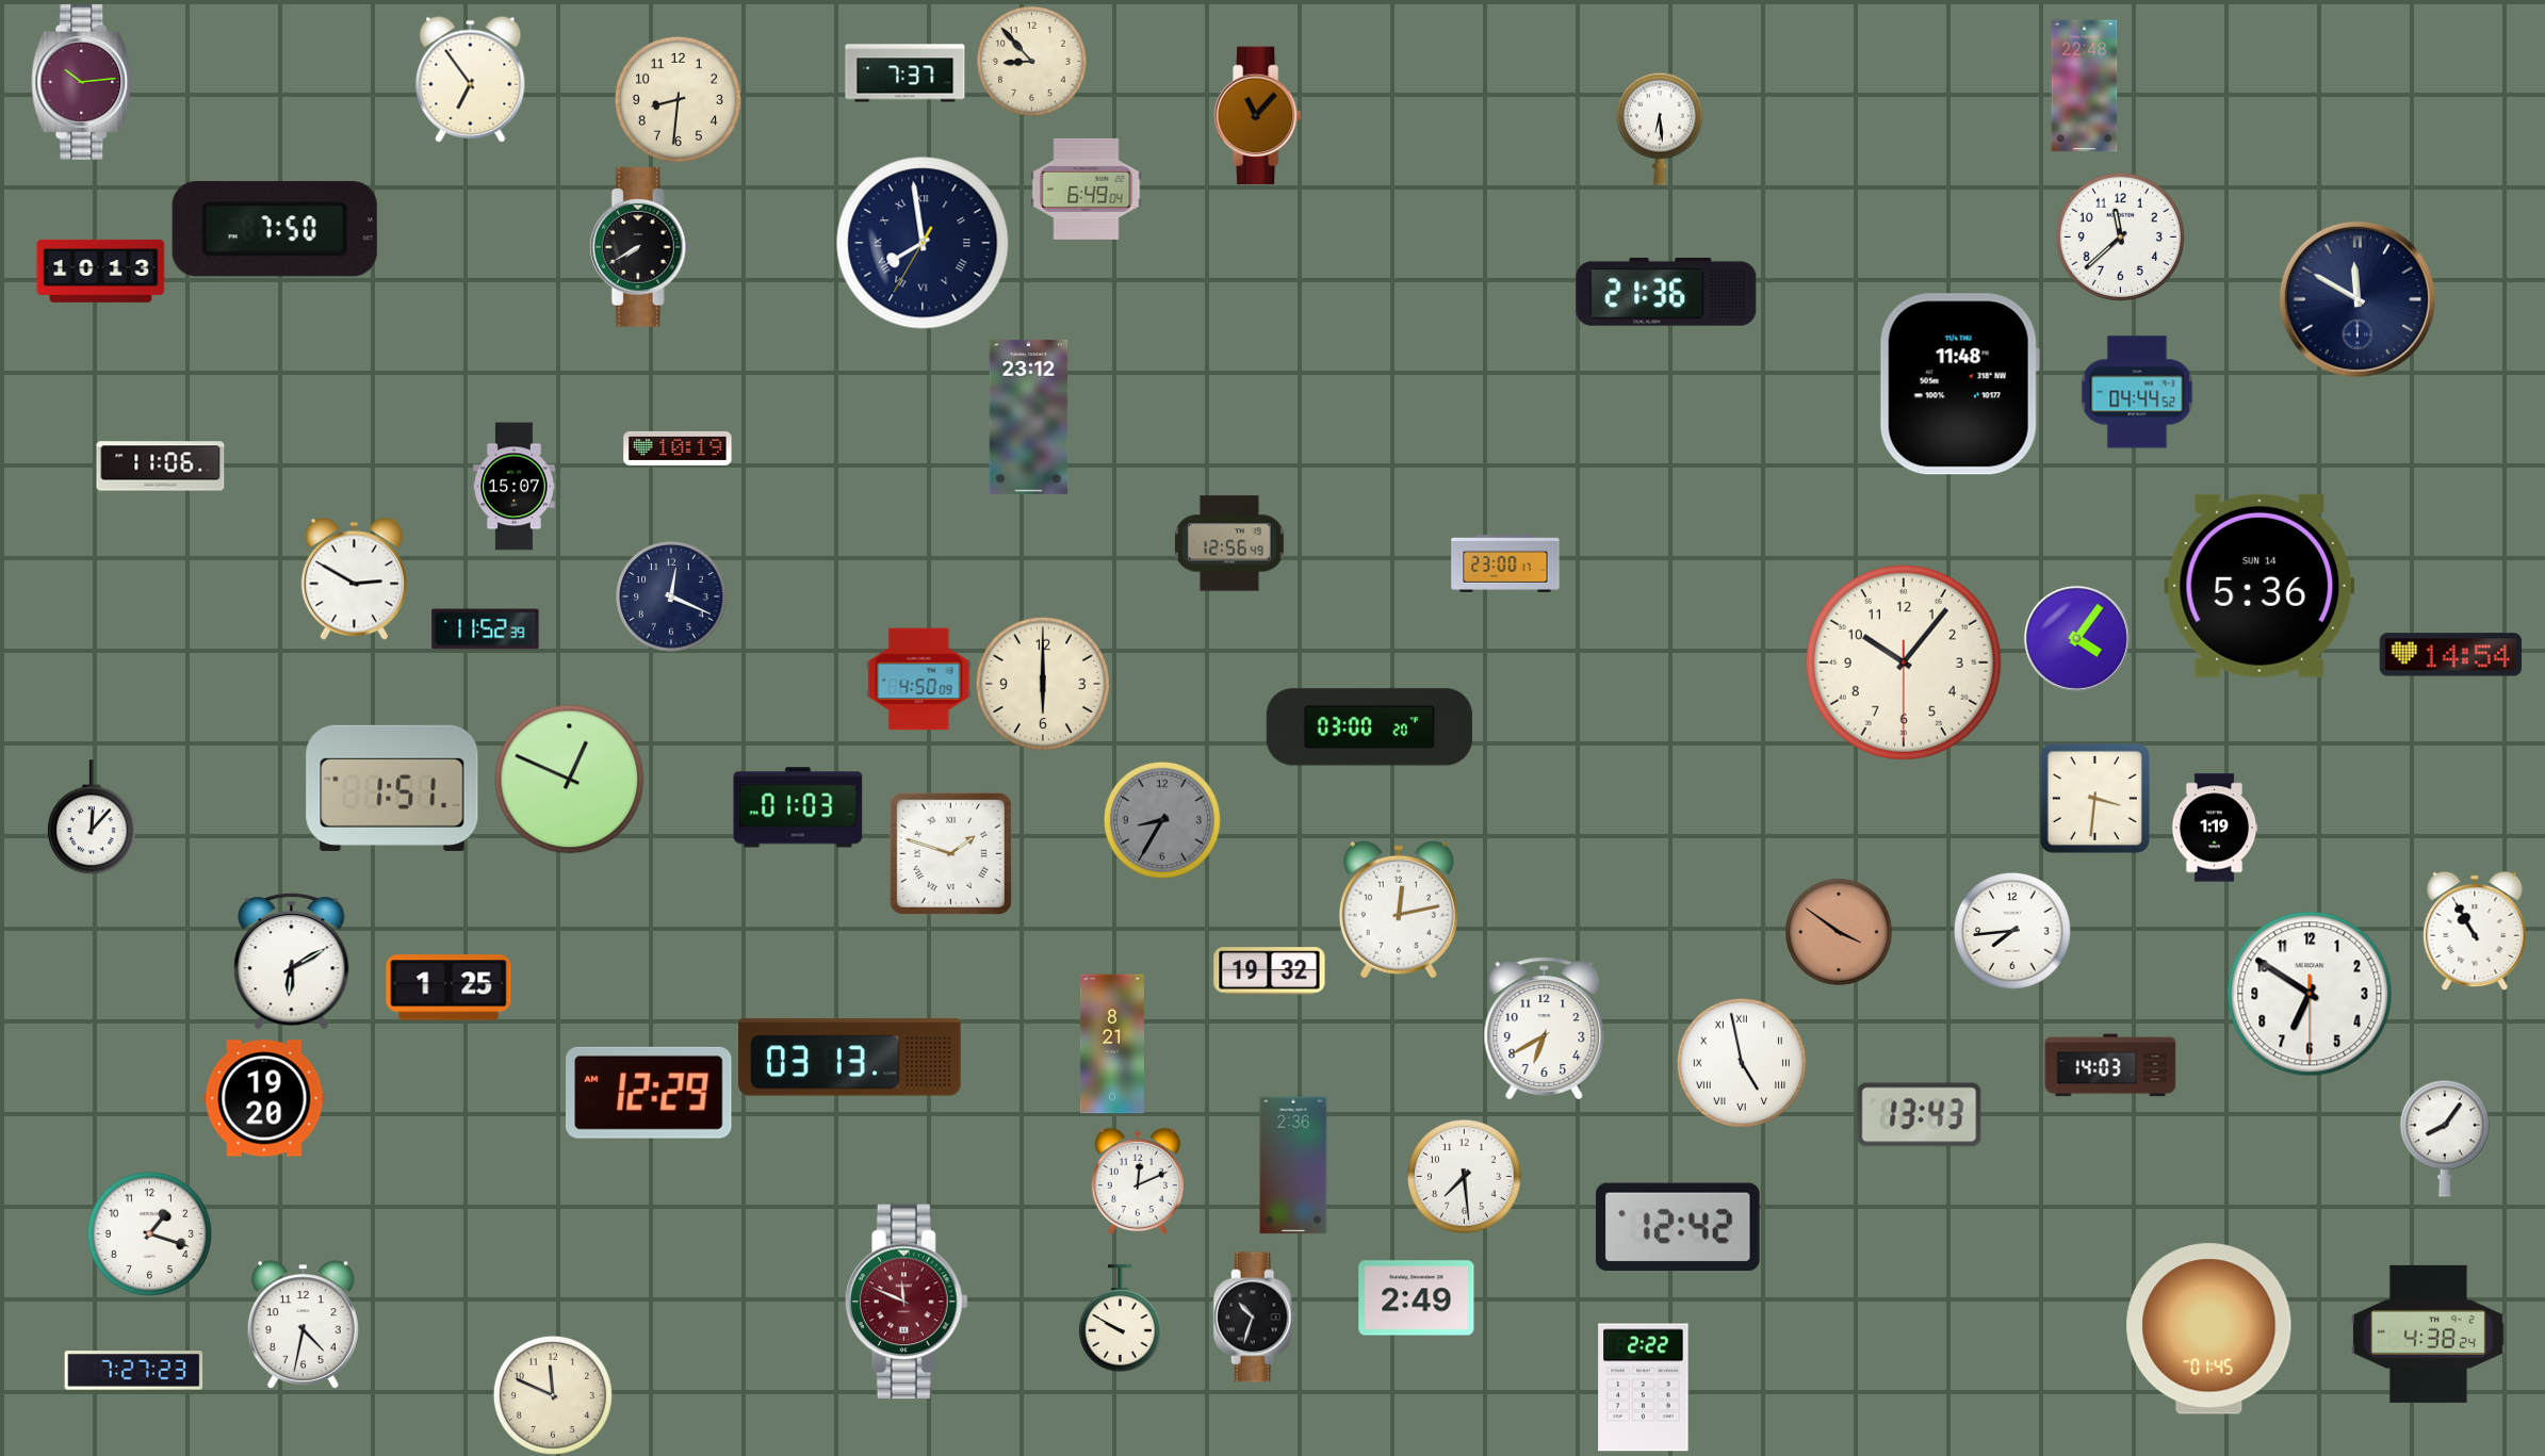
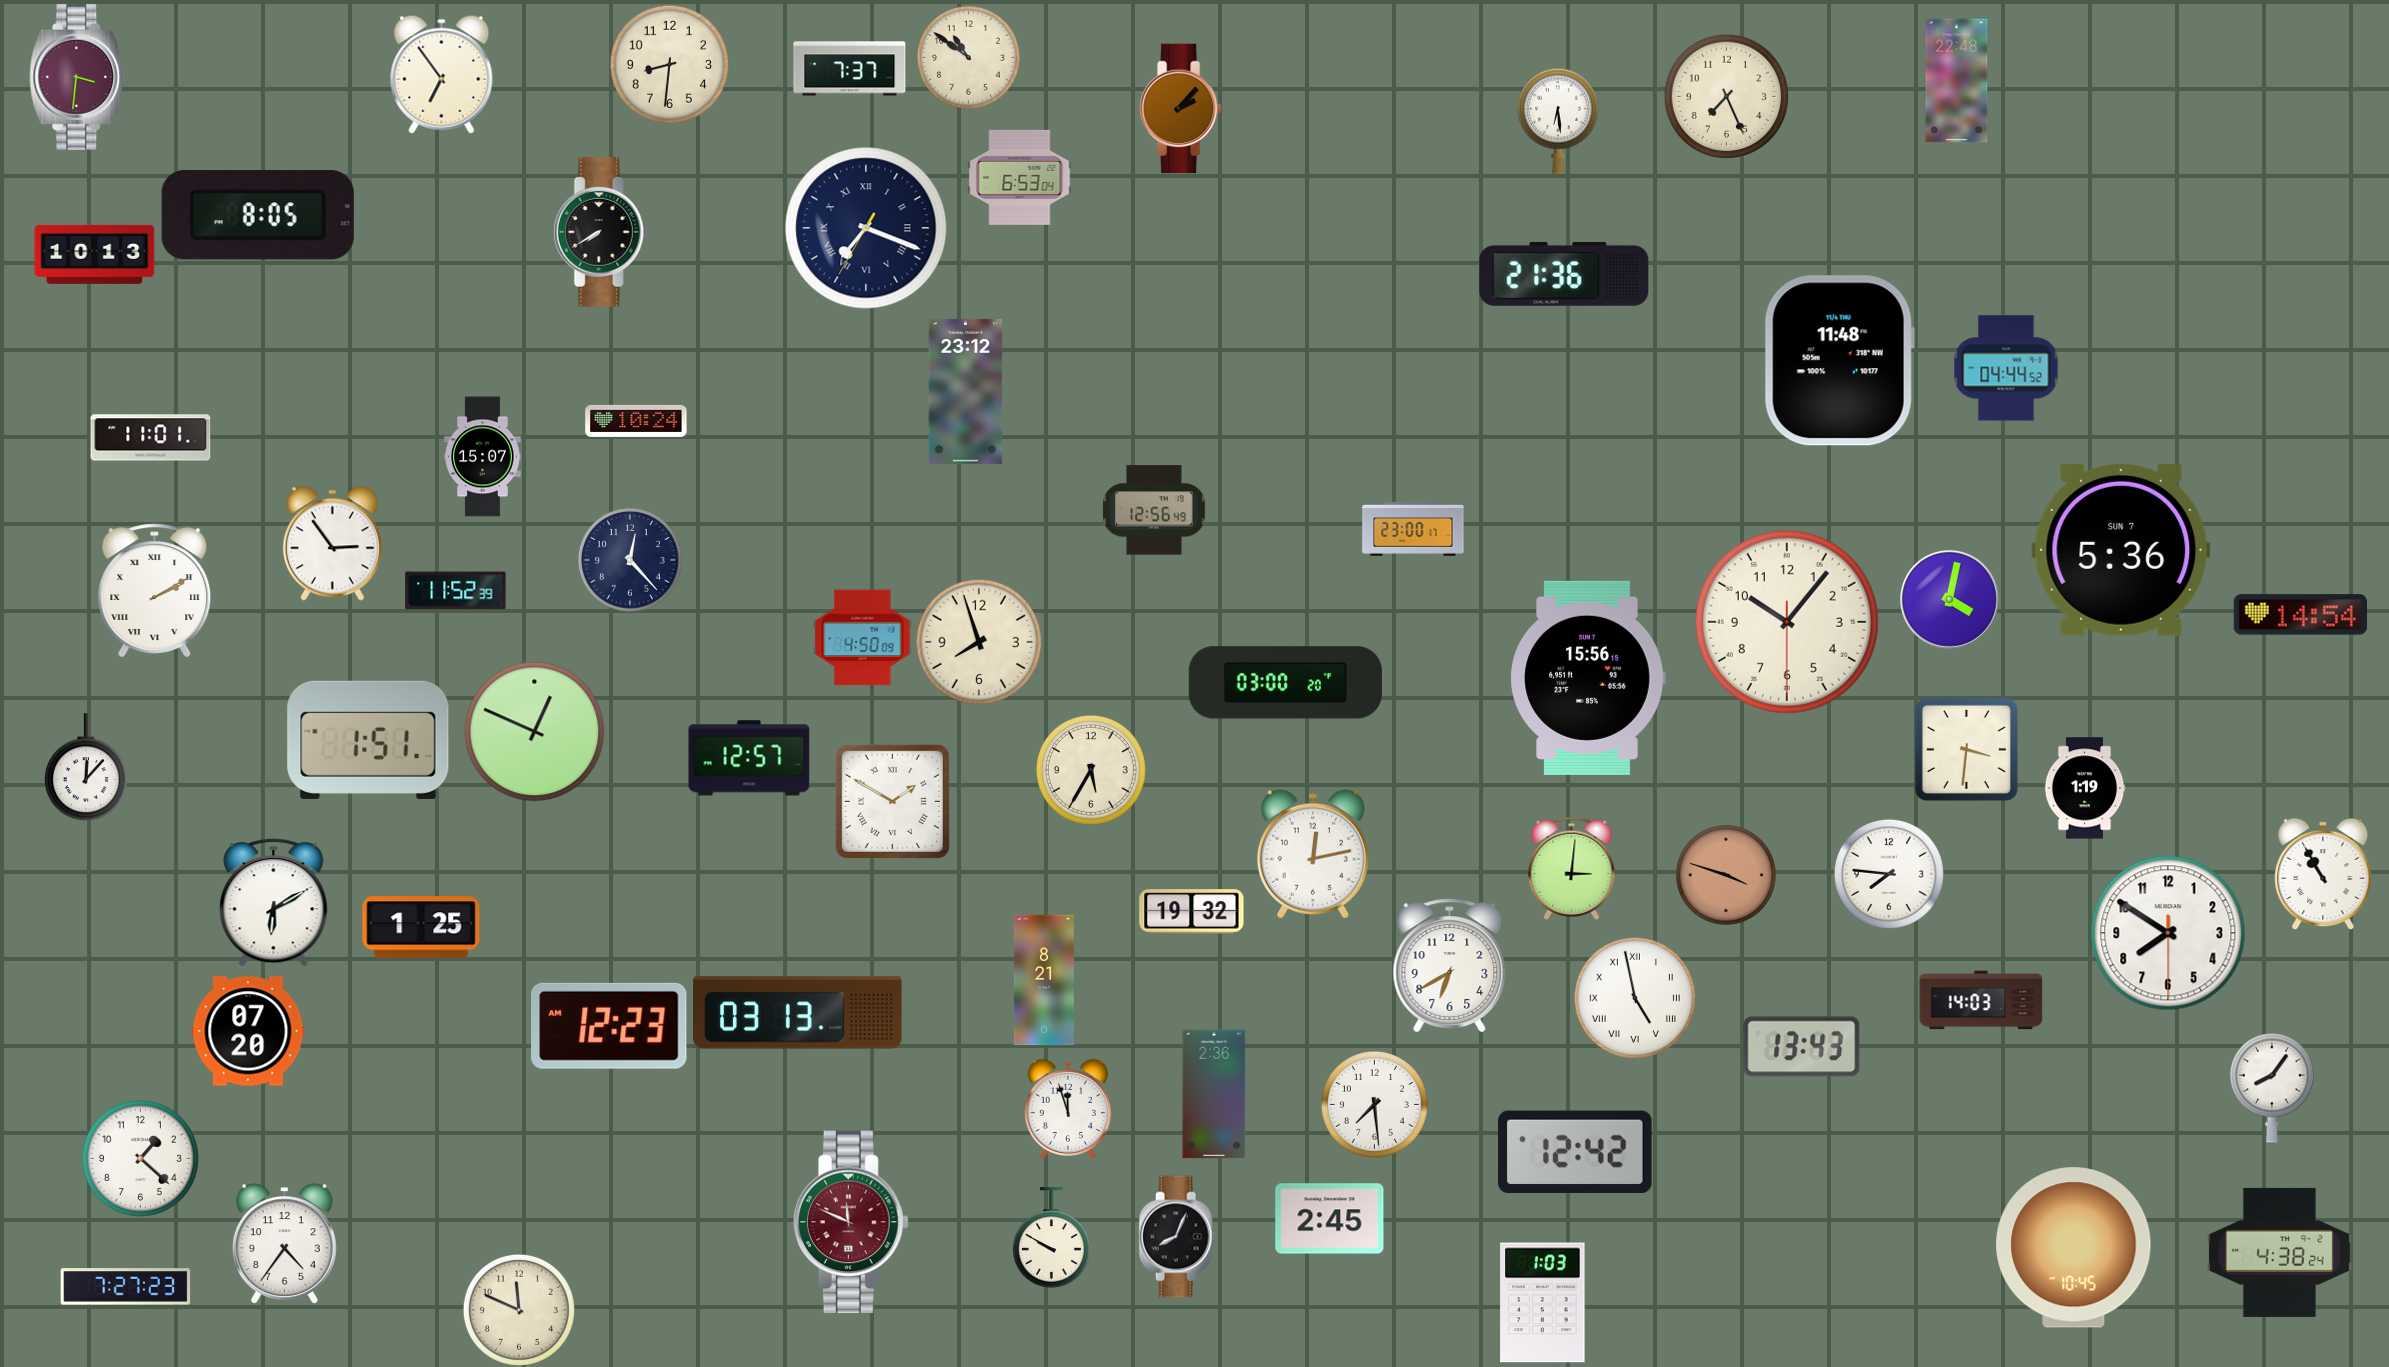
clock at (1032, 62): 8:53 -> 10:51
clock at (82, 82): 10:14 -> 3:31
clock at (678, 99) position: (678, 99) -> (669, 64)
clock at (1726, 96): none -> 7:26
clock at (1257, 116): 11:07 -> 2:07
clock at (1087, 189): 6:49 -> 6:53
clock at (275, 229): 7:50 -> 8:05
clock at (2120, 236): 11:38 -> none
clock at (923, 243): 7:58 -> 7:18
clock at (2358, 299): 11:50 -> none
clock at (678, 448): 10:19 -> 10:24
clock at (161, 467): 11:06 -> 11:01
clock at (354, 579): 2:50 -> 2:54
clock at (2259, 586) date: SUN 14 -> SUN 7
clock at (672, 598): 12:19 -> 12:23
clock at (155, 591): none -> 2:10
clock at (2076, 638): 4:06 -> 4:02
clock at (1043, 684): 6:00 -> 7:57
clock at (1588, 678): none -> 15:56
clock at (798, 807): 01:03 -> 12:57
clock at (1162, 820): 8:35 -> 5:35
clock at (1162, 820) dial: grey -> cream
clock at (2215, 828) position: (2215, 828) -> (2085, 788)
clock at (950, 853): 1:48 -> 1:50
clock at (1572, 868): none -> 3:01
clock at (2012, 931): 7:44 -> 7:46
clock at (1839, 932): 3:51 -> 3:48
clock at (2310, 994): 6:50 -> 7:50
clock at (850, 1058) position: (850, 1058) -> (798, 1013)
clock at (650, 1093): 12:29 -> 12:23
clock at (264, 1098): 19:20 -> 07:20
clock at (2445, 1139) position: (2445, 1139) -> (2272, 1088)
clock at (1138, 1181): 12:11 -> 11:57
clock at (149, 1233): 1:18 -> 1:22
clock at (1417, 1298): 2:49 -> 2:45
clock at (1255, 1318): 10:33 -> 8:04
clock at (303, 1324): 4:32 -> 4:36
clock at (2209, 1329): 01:45 -> 10:45
clock at (1644, 1388): 2:22 -> 1:03
